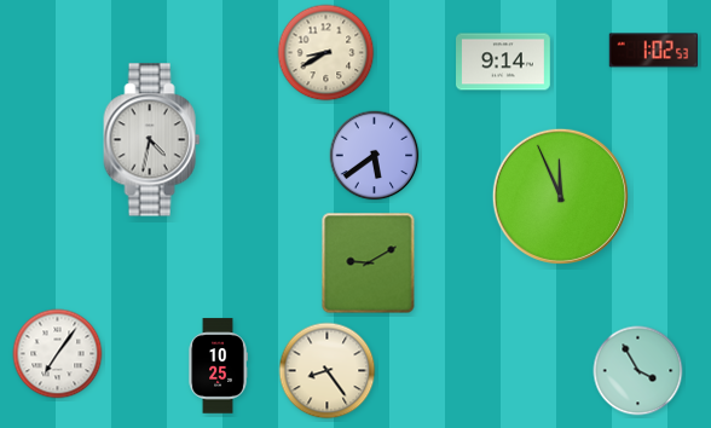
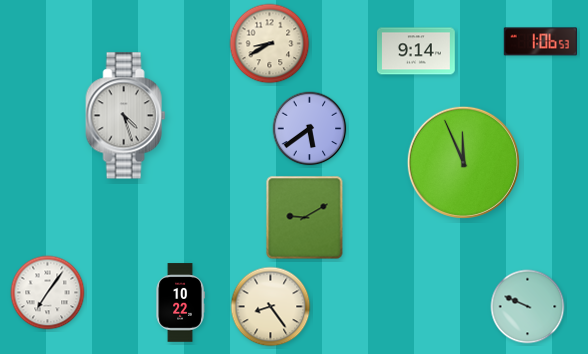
clock at (653, 51): 1:02 -> 1:06
clock at (152, 140): 4:32 -> 4:27
clock at (218, 366): 10:25 -> 10:22
clock at (638, 371): 3:55 -> 9:49
